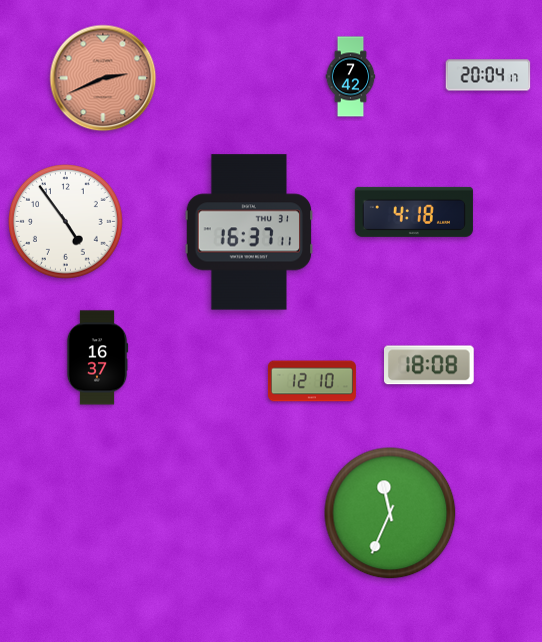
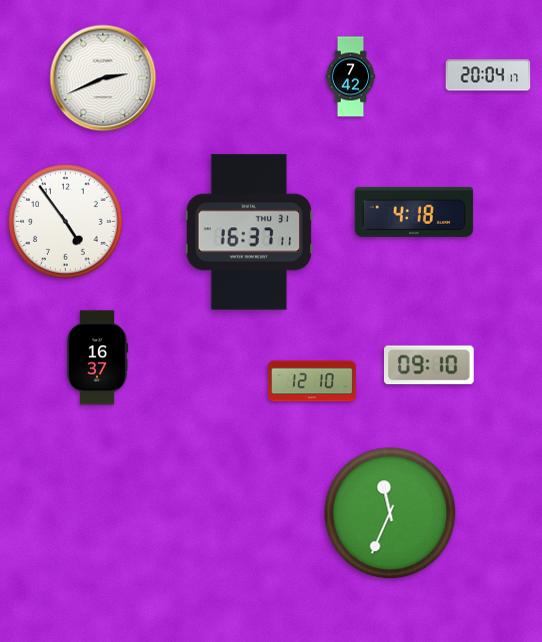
clock at (103, 78) dial: salmon -> white
clock at (430, 365): 18:08 -> 09:10
